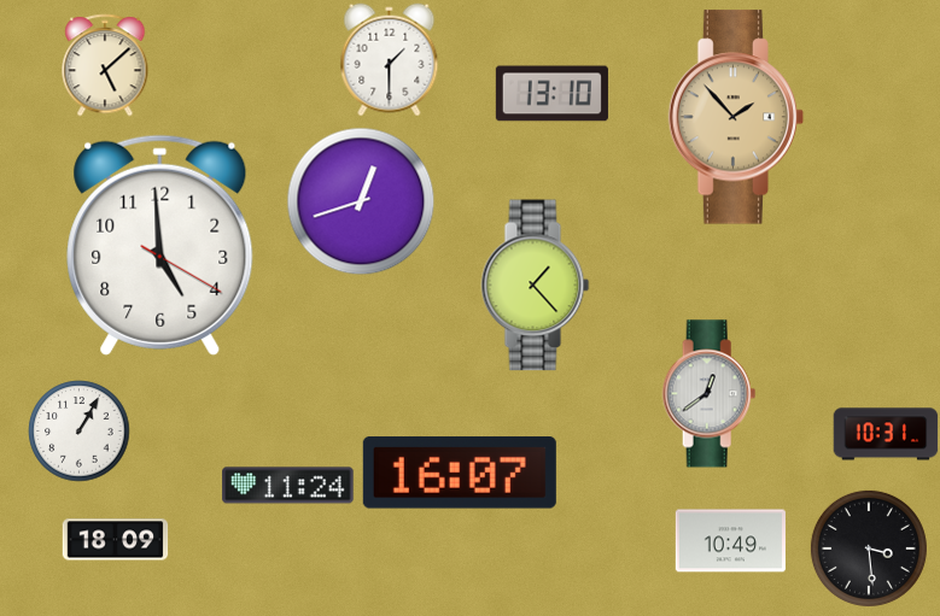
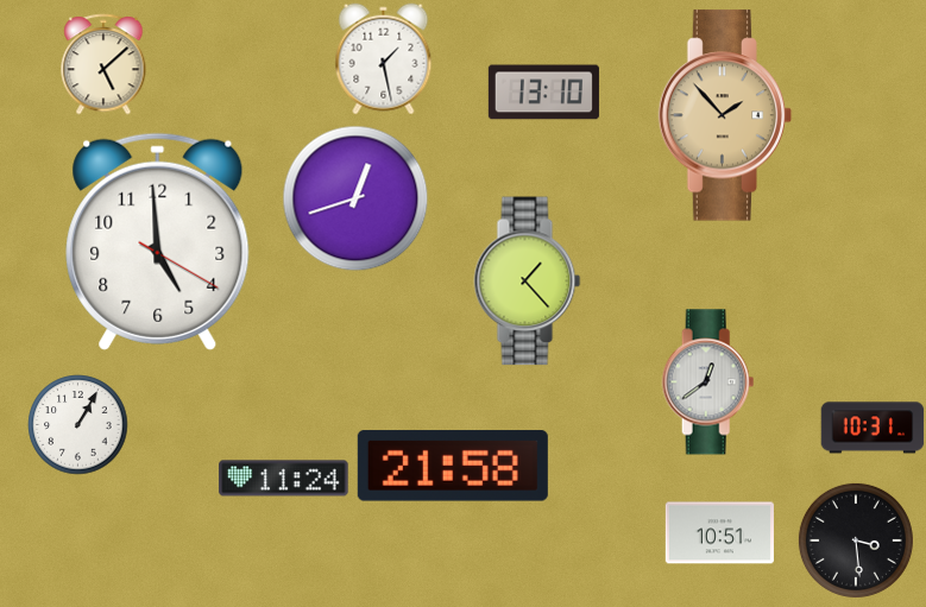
clock at (390, 59): 1:30 -> 1:28
clock at (710, 394) position: (710, 394) -> (708, 382)
clock at (460, 473): 16:07 -> 21:58
clock at (115, 540): 18:09 -> none
clock at (730, 541): 10:49 -> 10:51
